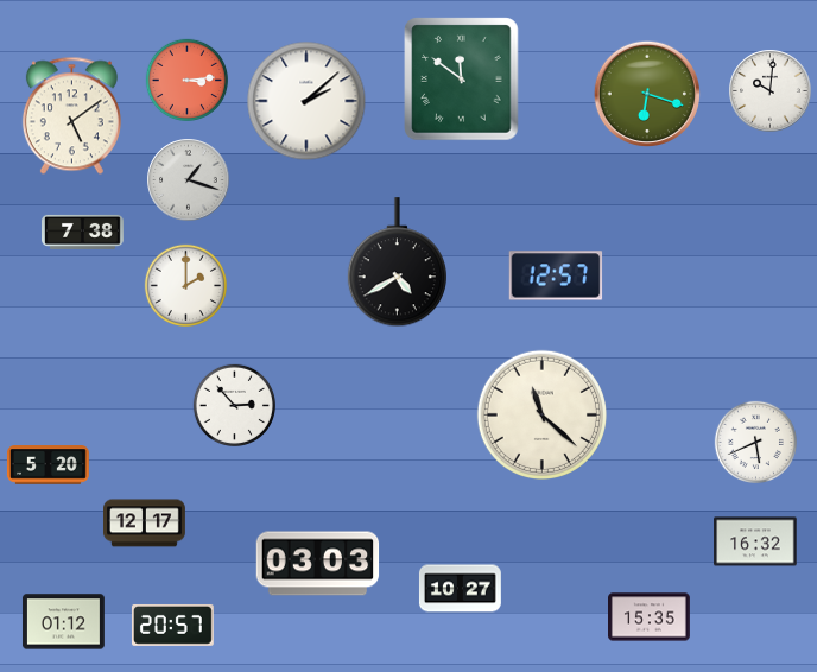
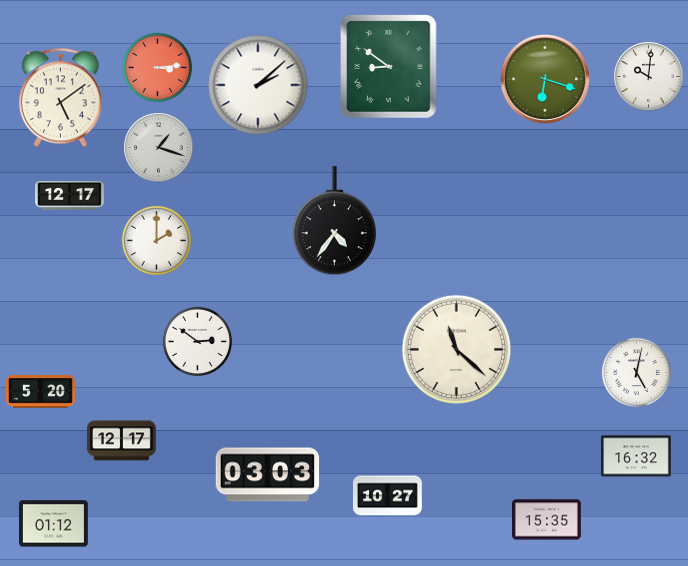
clock at (462, 80): 11:51 -> 8:51
clock at (189, 180) position: (189, 180) -> (159, 148)
clock at (83, 232): 7:38 -> 12:17
clock at (397, 262): 4:40 -> 4:36
clock at (556, 275): 12:57 -> none
clock at (234, 405): 2:53 -> 2:51
clock at (755, 442): 5:41 -> 5:02
clock at (172, 625): 20:57 -> none
